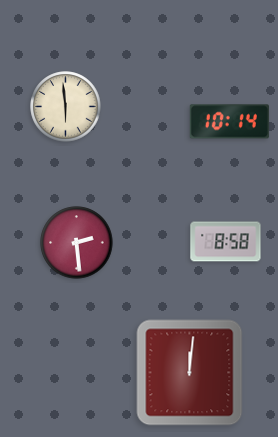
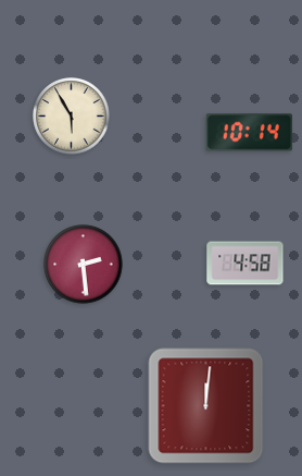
clock at (66, 107): 5:59 -> 5:55
clock at (226, 242): 8:58 -> 4:58
